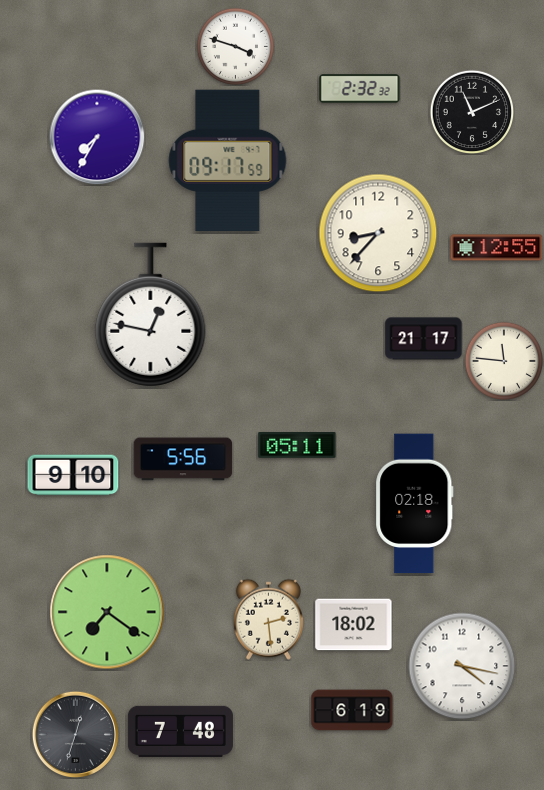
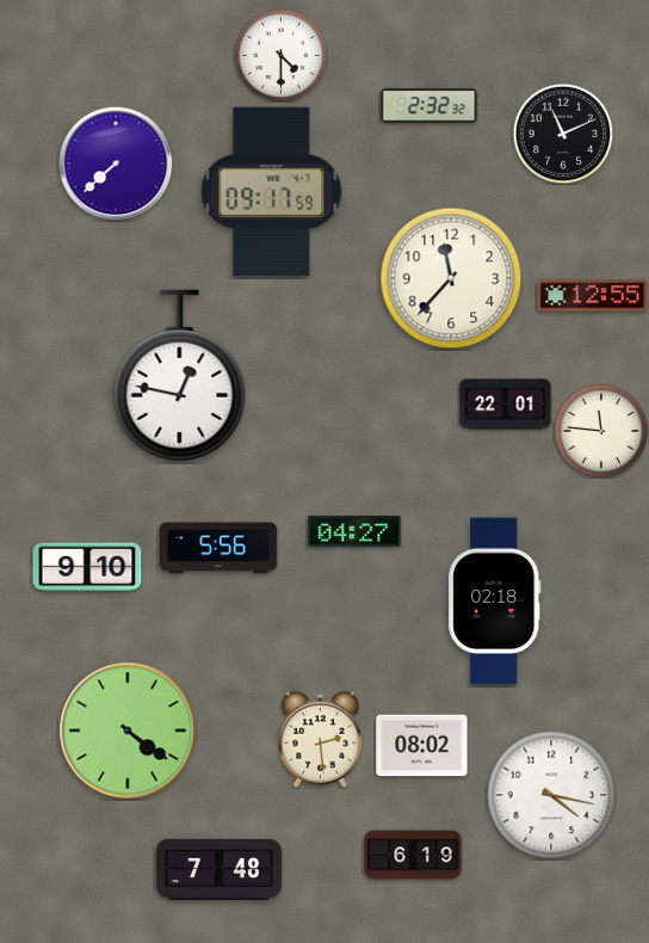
clock at (235, 46): 3:48 -> 4:30
clock at (97, 137): 7:35 -> 7:38
clock at (378, 233): 8:37 -> 11:37
clock at (424, 339): 21:17 -> 22:01
clock at (297, 446): 05:11 -> 04:27
clock at (107, 612): 7:21 -> 4:21
clock at (354, 625): 18:02 -> 08:02
clock at (352, 710) position: (352, 710) -> (413, 855)
clock at (180, 731) position: (180, 731) -> (218, 869)
clock at (75, 734): 12:33 -> none
